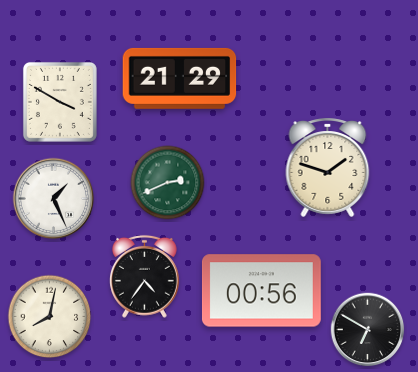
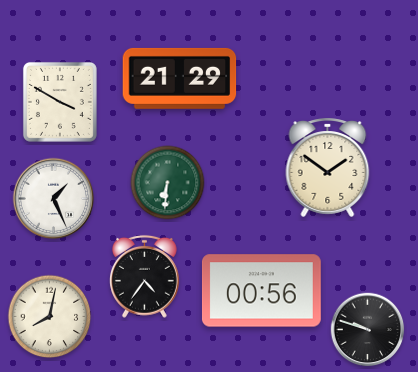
clock at (328, 167): 1:48 -> 1:51
clock at (168, 183): 2:41 -> 6:31
clock at (368, 330): 6:50 -> 9:48
